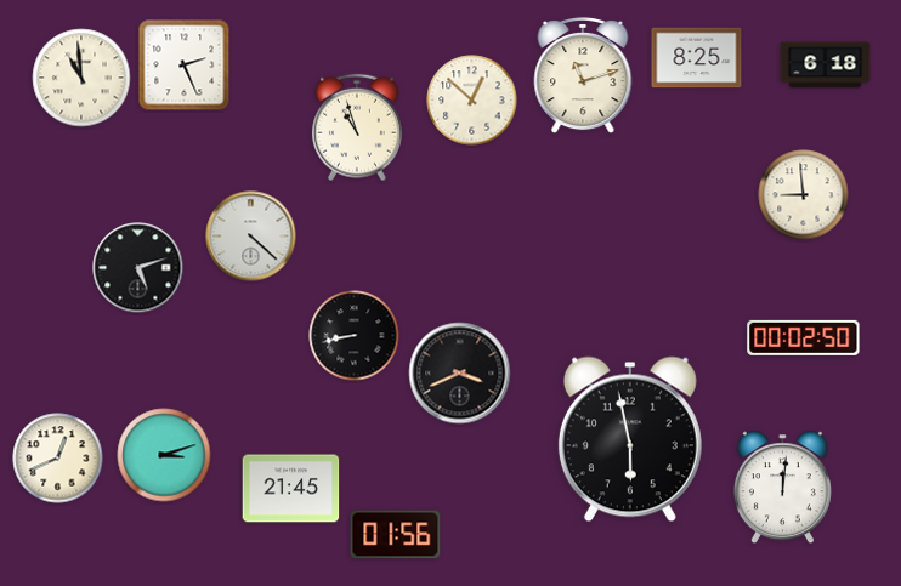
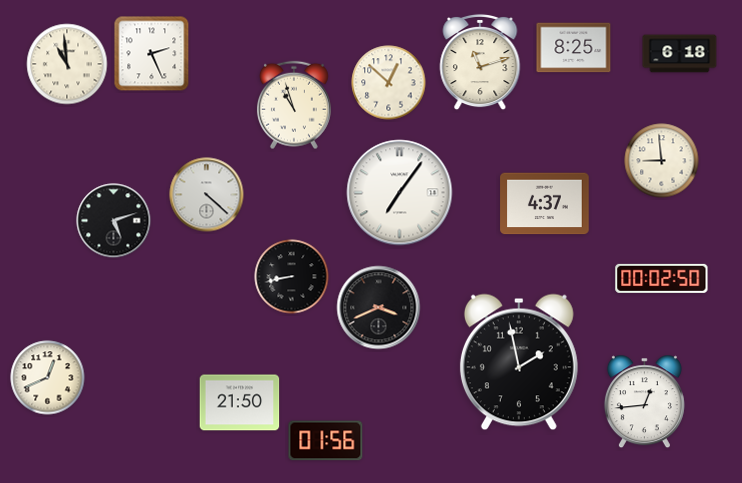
clock at (400, 193): none -> 7:06
clock at (545, 204): none -> 4:37
clock at (630, 439): 5:58 -> 1:58
clock at (164, 455): 3:12 -> none
clock at (782, 488): 12:01 -> 12:44
clock at (291, 489): 21:45 -> 21:50
